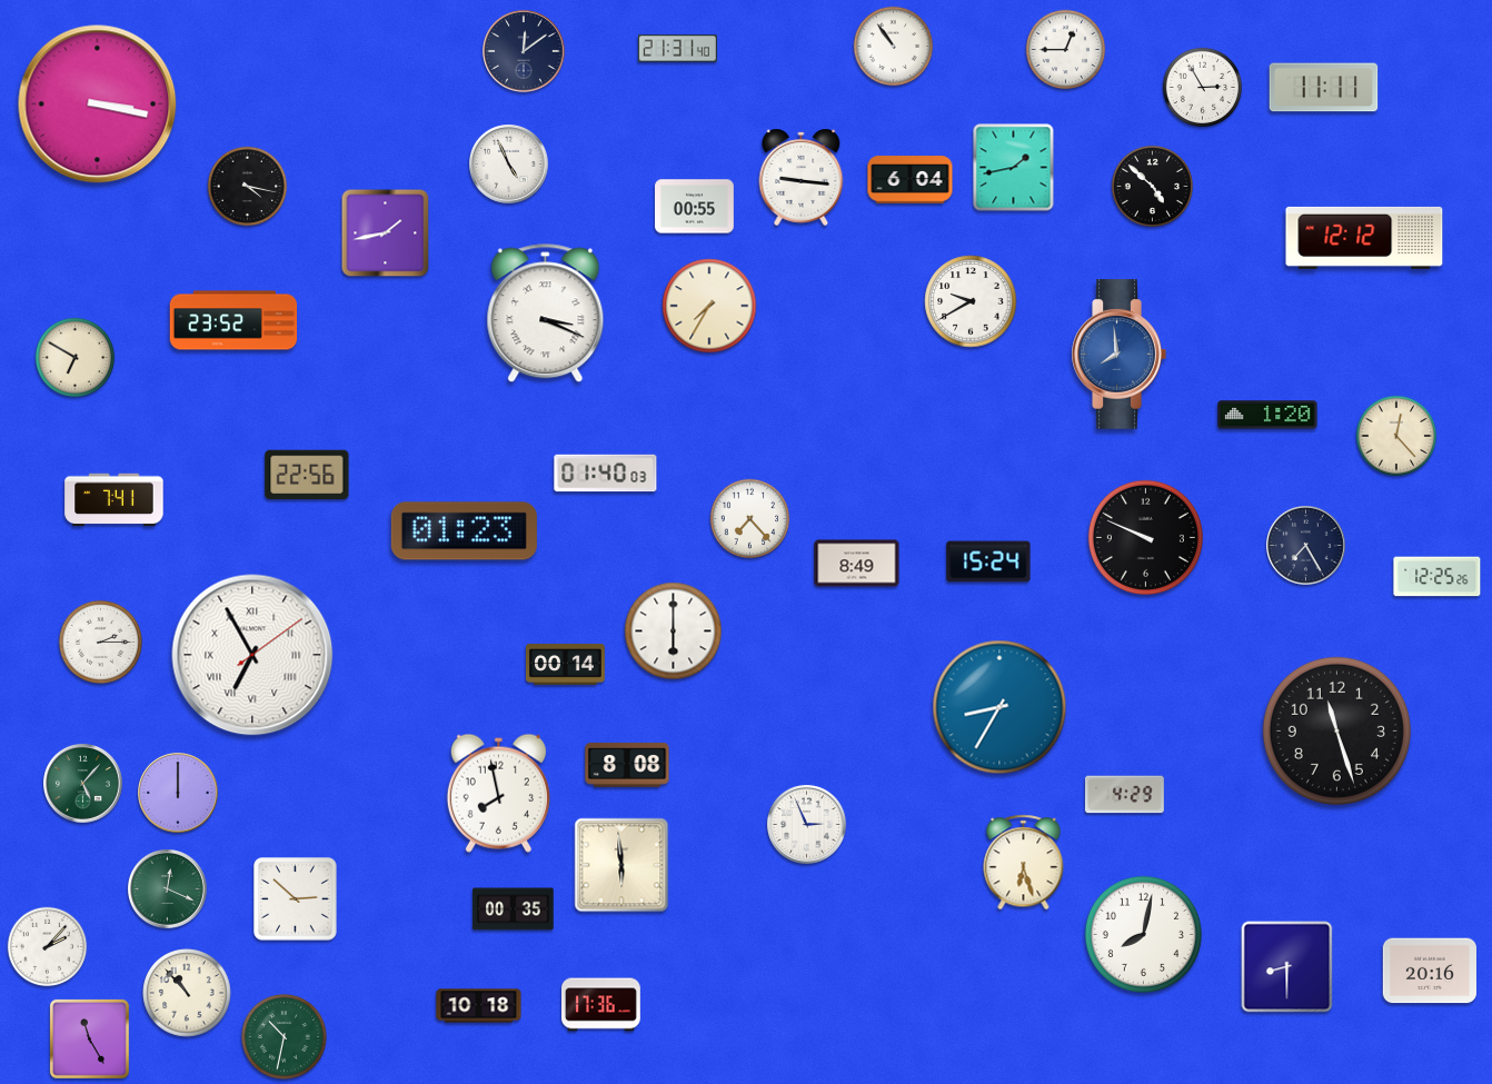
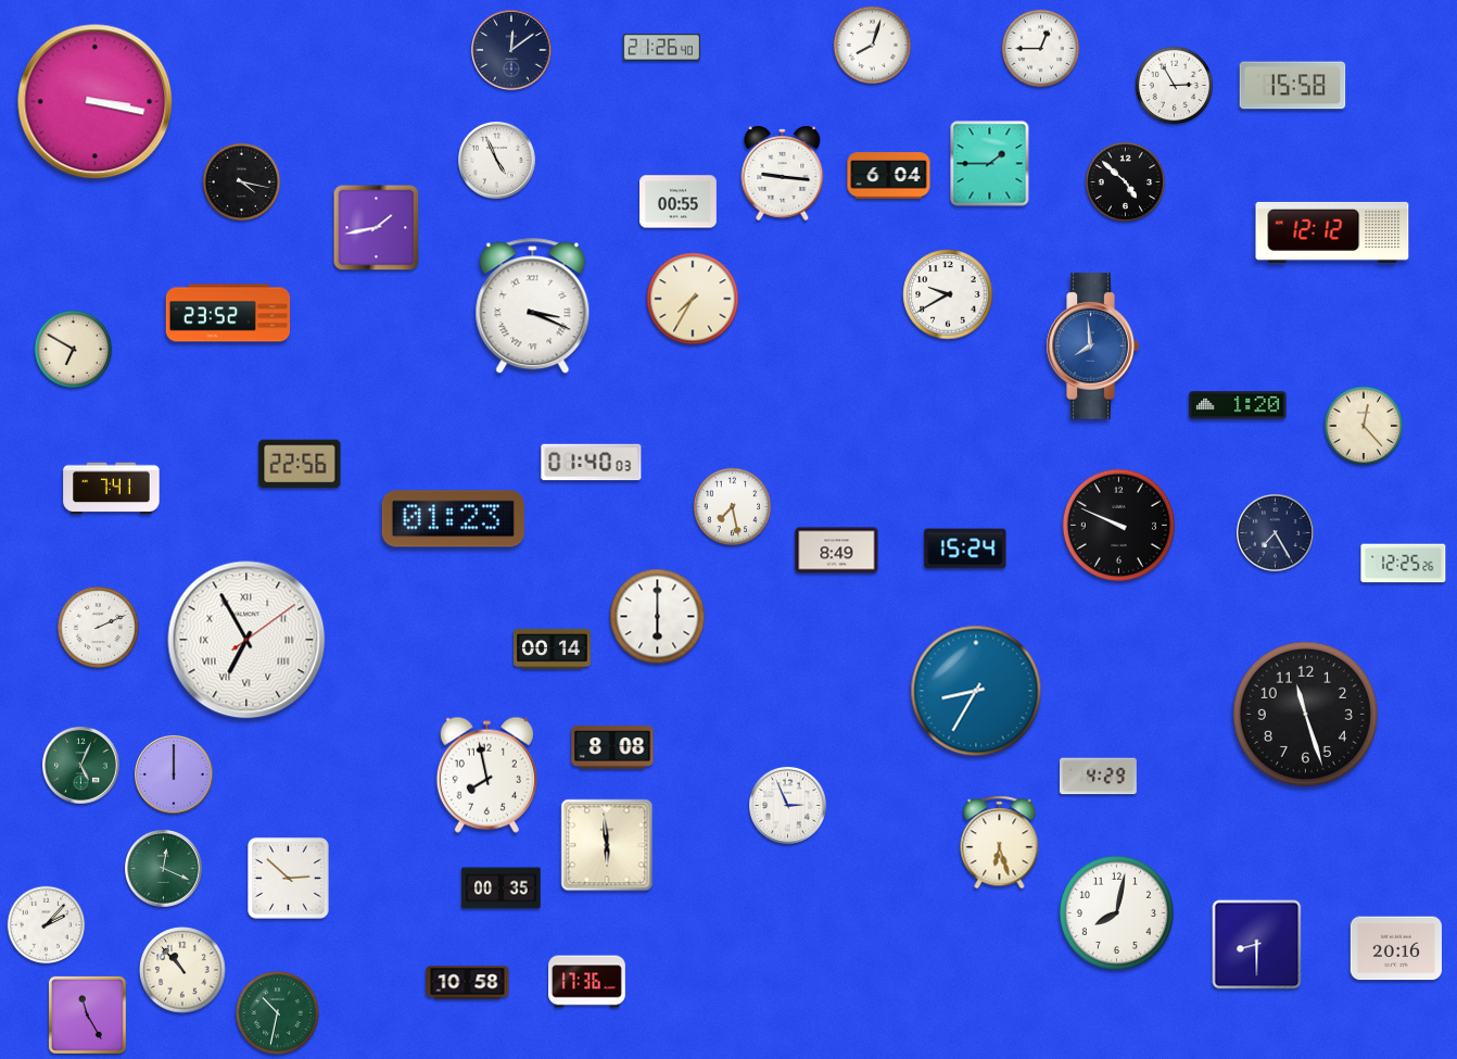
clock at (894, 47): 10:54 -> 8:03
clock at (677, 49): 21:31 -> 21:26
clock at (1324, 88): 11:11 -> 15:58
clock at (1014, 168): 1:43 -> 1:45
clock at (750, 519): 7:23 -> 7:28
clock at (100, 642): 2:15 -> 2:11
clock at (83, 784): 5:07 -> 5:04
clock at (479, 1006): 10:18 -> 10:58
